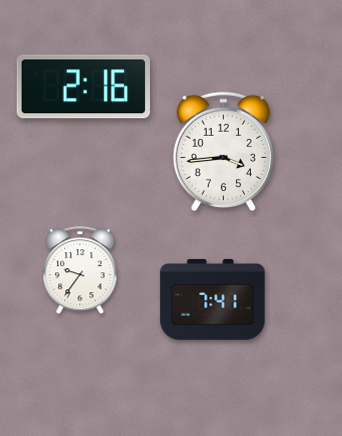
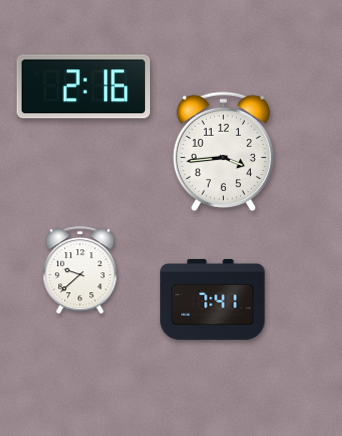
clock at (80, 271): 9:36 -> 9:38
